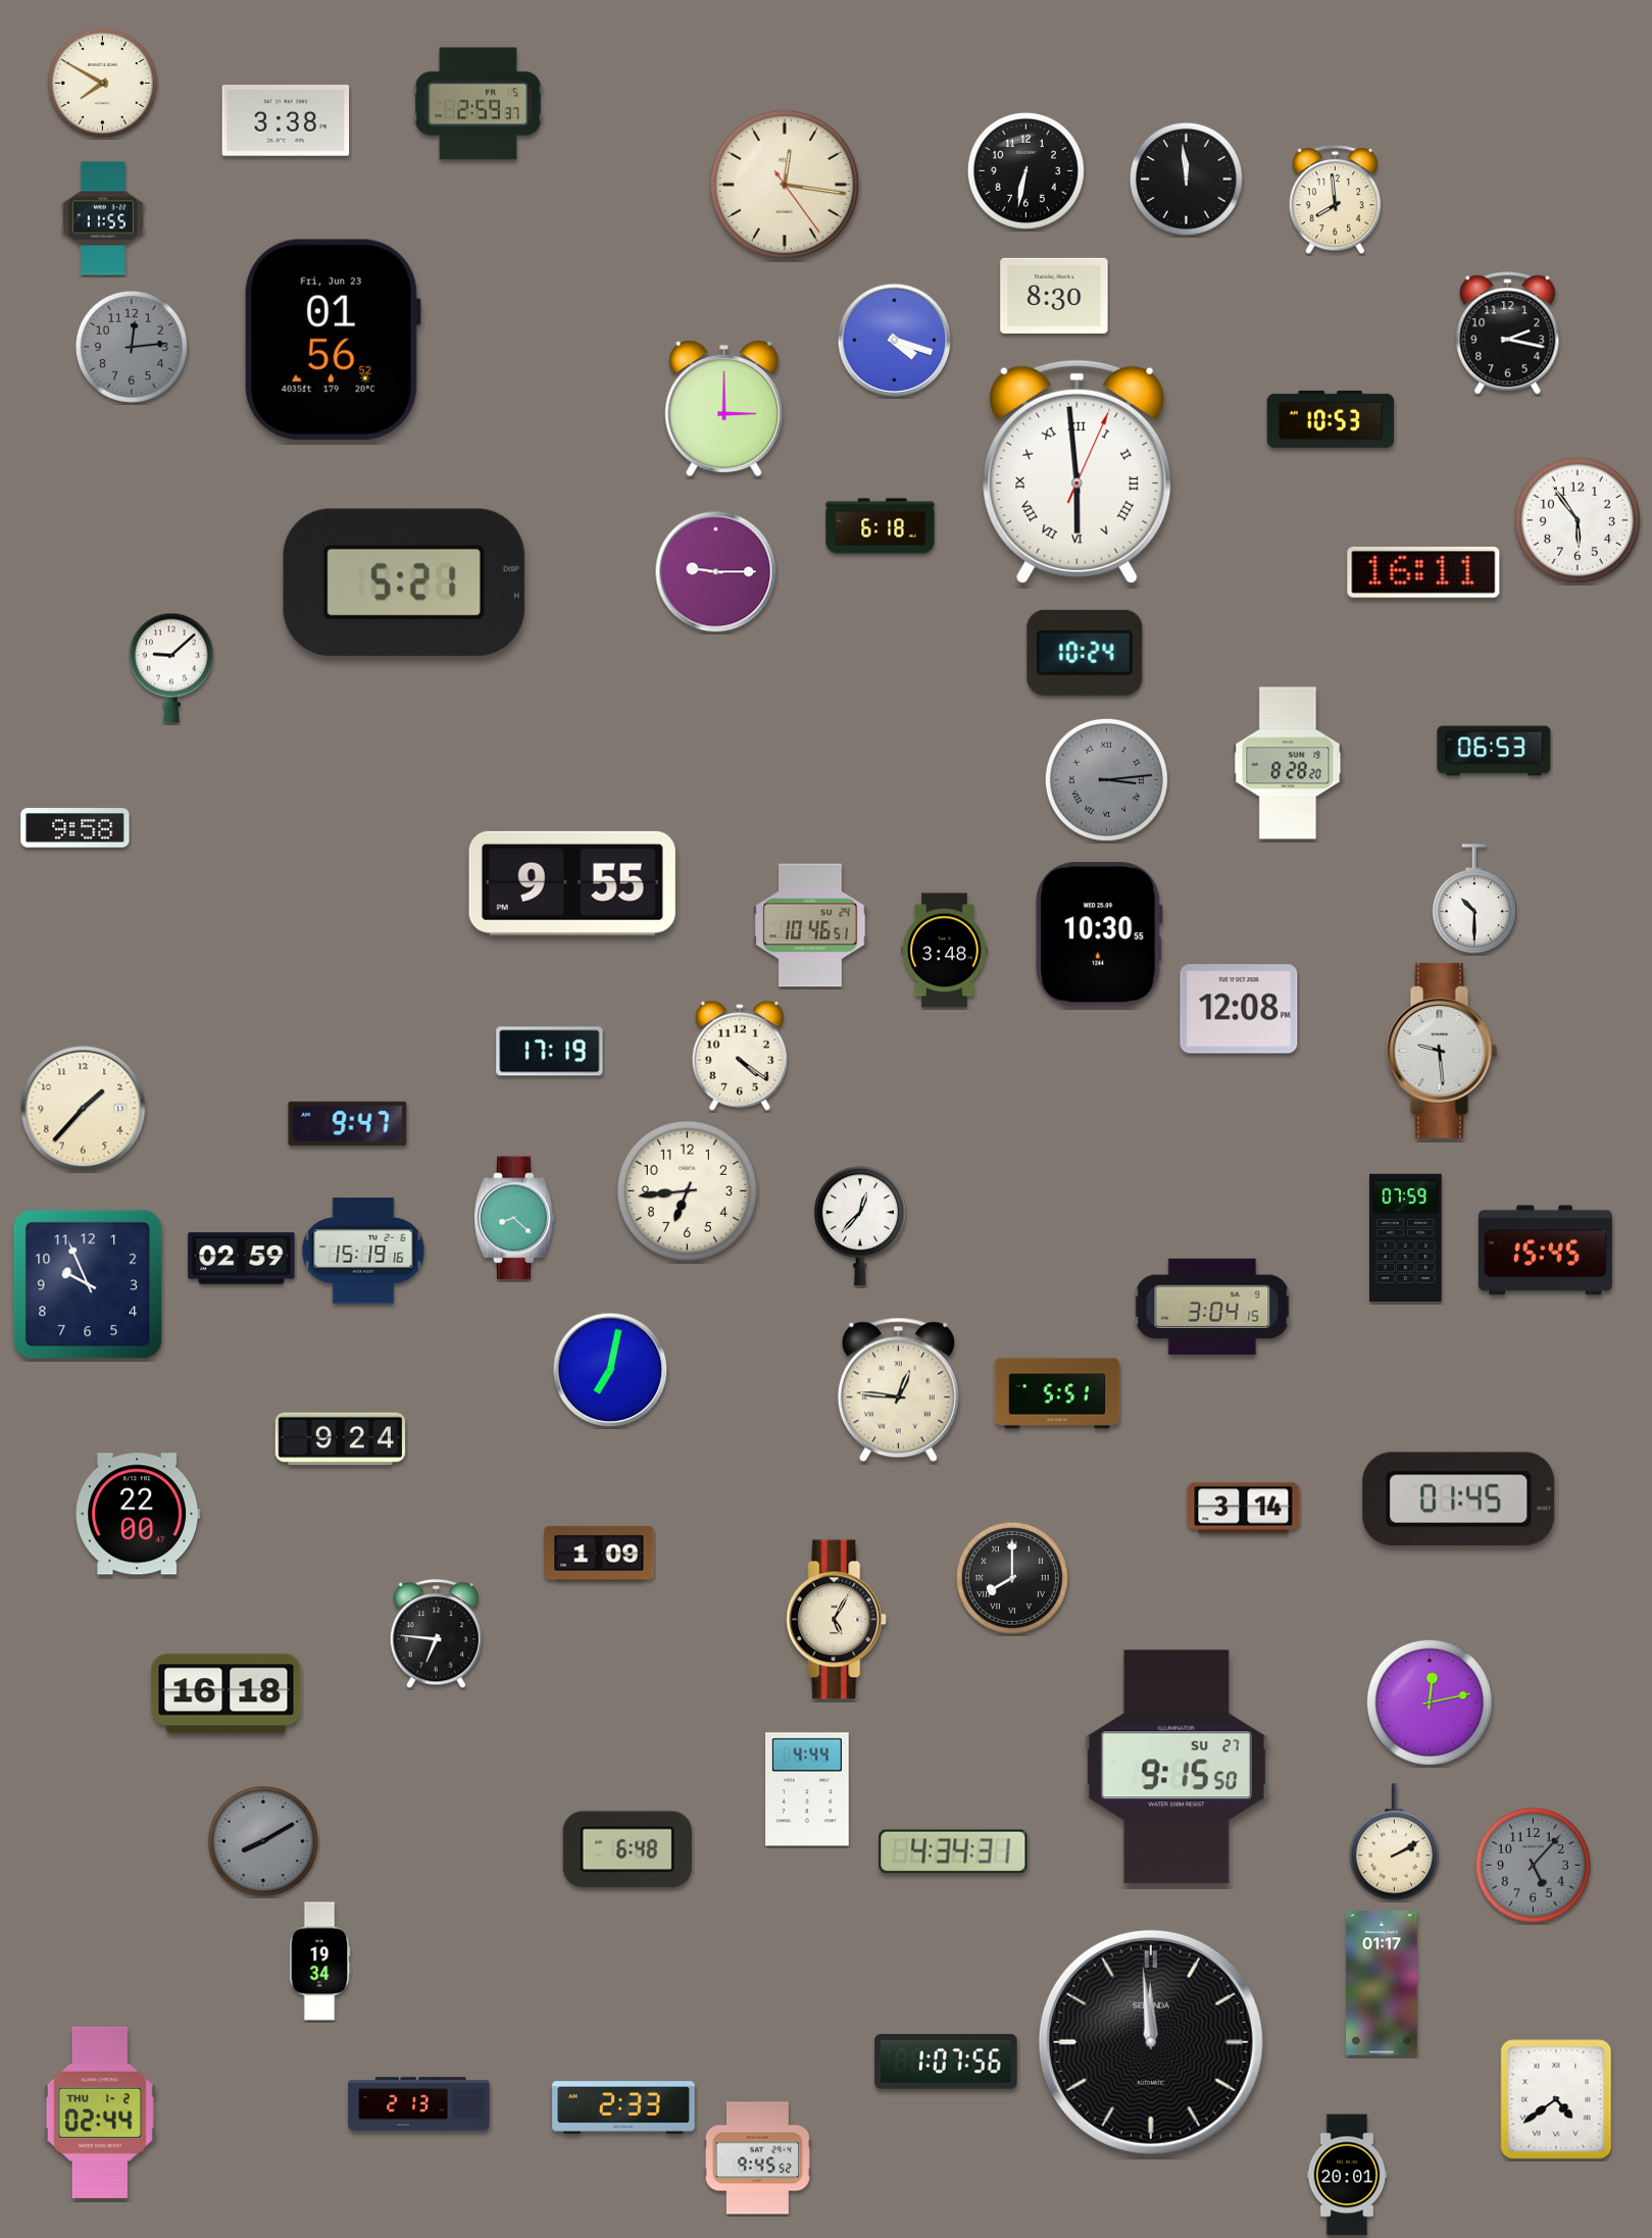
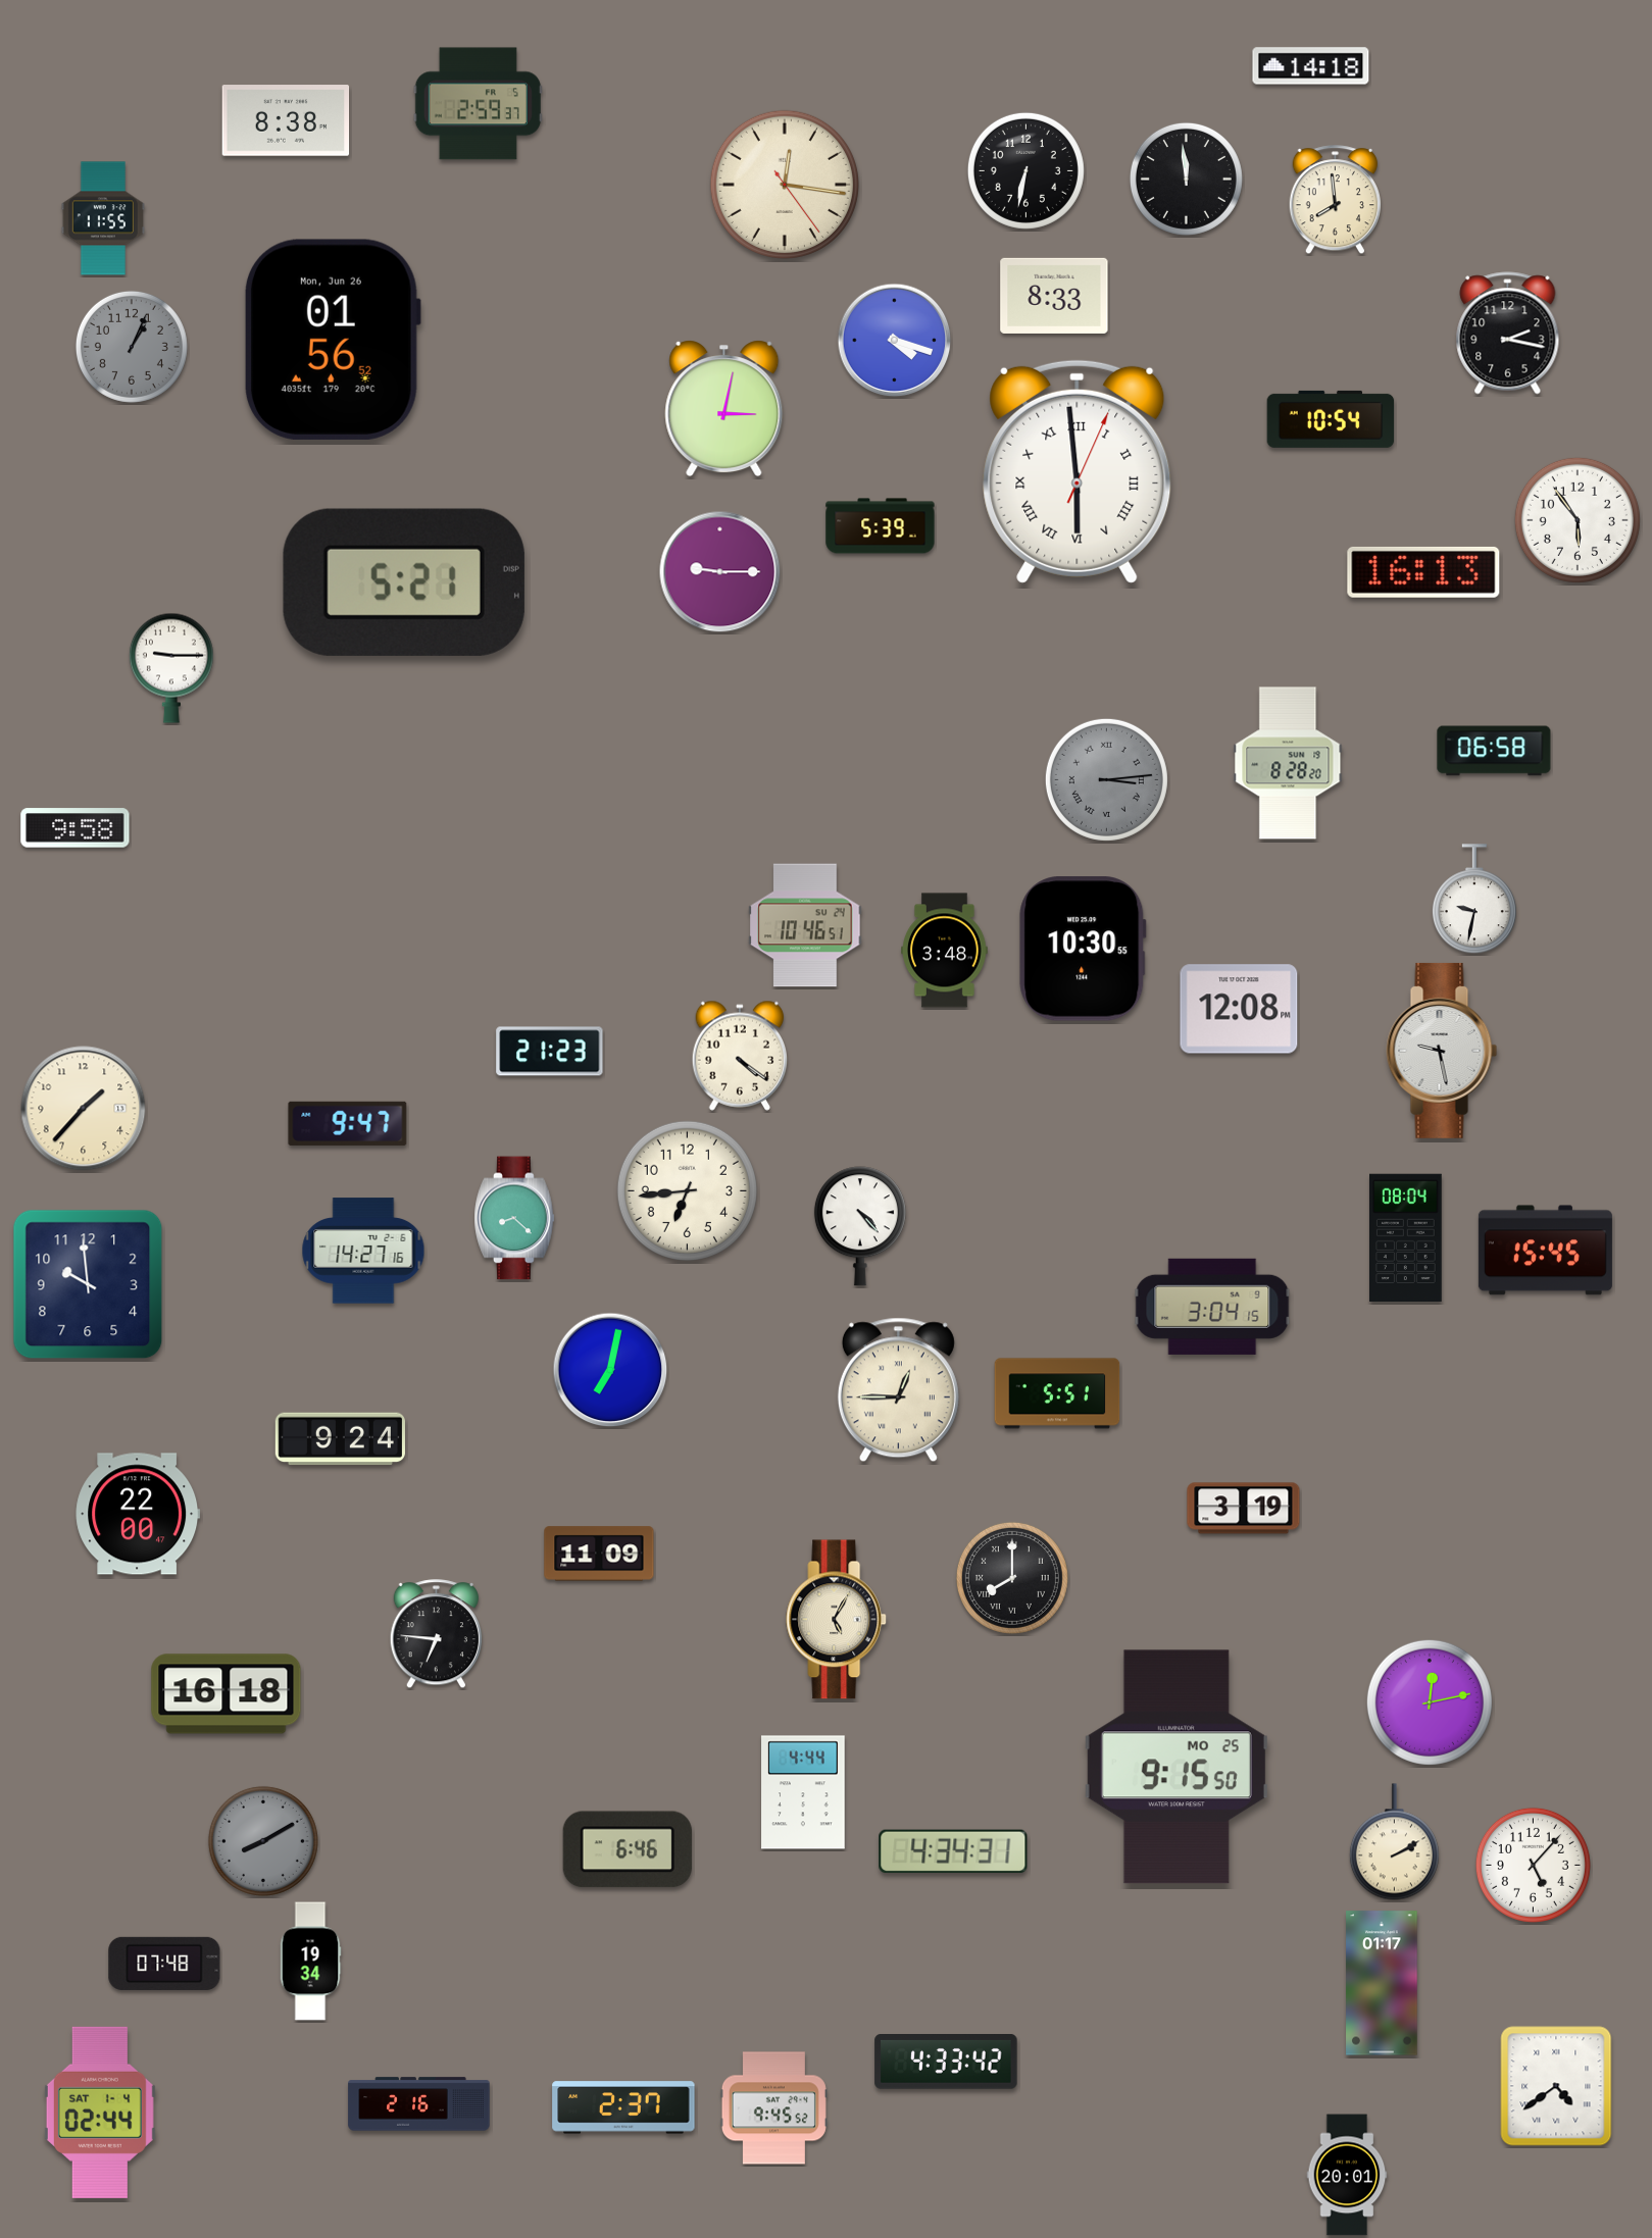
clock at (1311, 66): none -> 14:18
clock at (102, 83): 7:50 -> none
clock at (286, 120): 3:38 -> 8:38
clock at (1054, 296): 8:30 -> 8:33
clock at (332, 340) date: Fri, Jun 23 -> Mon, Jun 26
clock at (132, 347): 12:14 -> 1:04
clock at (724, 409): 3:00 -> 3:02
clock at (1331, 419): 10:53 -> 10:54
clock at (881, 526): 6:18 -> 5:39
clock at (716, 572) position: (716, 572) -> (720, 572)
clock at (1423, 572): 16:11 -> 16:13
clock at (1085, 653): 10:24 -> none
clock at (171, 668): 9:08 -> 9:15
clock at (1494, 751): 06:53 -> 06:58
clock at (572, 883): 9:55 -> none
clock at (1474, 900): 10:30 -> 9:32
clock at (810, 925) position: (810, 925) -> (805, 925)
clock at (1099, 934) position: (1099, 934) -> (1083, 949)
clock at (1442, 1051): 9:29 -> 9:28
clock at (550, 1052): 17:19 -> 21:23
clock at (860, 1226): 12:37 -> 4:23
clock at (1406, 1237): 07:59 -> 08:04
clock at (363, 1251): 15:19 -> 14:27
clock at (242, 1259): 02:59 -> none
clock at (88, 1284): 9:56 -> 9:59
clock at (898, 1390): 12:46 -> 12:45
clock at (1459, 1498): 01:45 -> none
clock at (1244, 1509): 3:14 -> 3:19
clock at (599, 1554): 1:09 -> 11:09
clock at (1177, 1767) date: SU 27 -> MO 25
clock at (807, 1789) position: (807, 1789) -> (803, 1792)
clock at (628, 1849): 6:48 -> 6:46
clock at (1533, 1865) dial: grey -> white
clock at (319, 1962) position: (319, 1962) -> (310, 1962)
clock at (164, 1964): none -> 07:48
clock at (1151, 2042): 11:59 -> none
clock at (946, 2062): 1:07 -> 4:33
clock at (1556, 2099) position: (1556, 2099) -> (1556, 2086)
clock at (419, 2104): 2:13 -> 2:16
clock at (623, 2107): 2:33 -> 2:37
clock at (100, 2113) date: THU 1-2 -> SAT 1-4
clock at (757, 2158) position: (757, 2158) -> (773, 2108)
